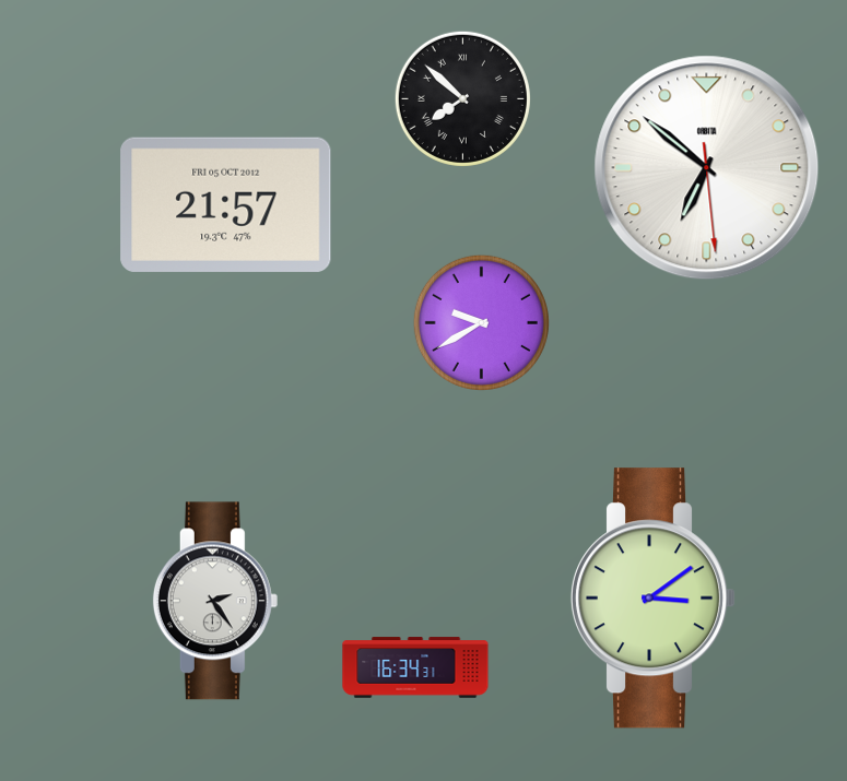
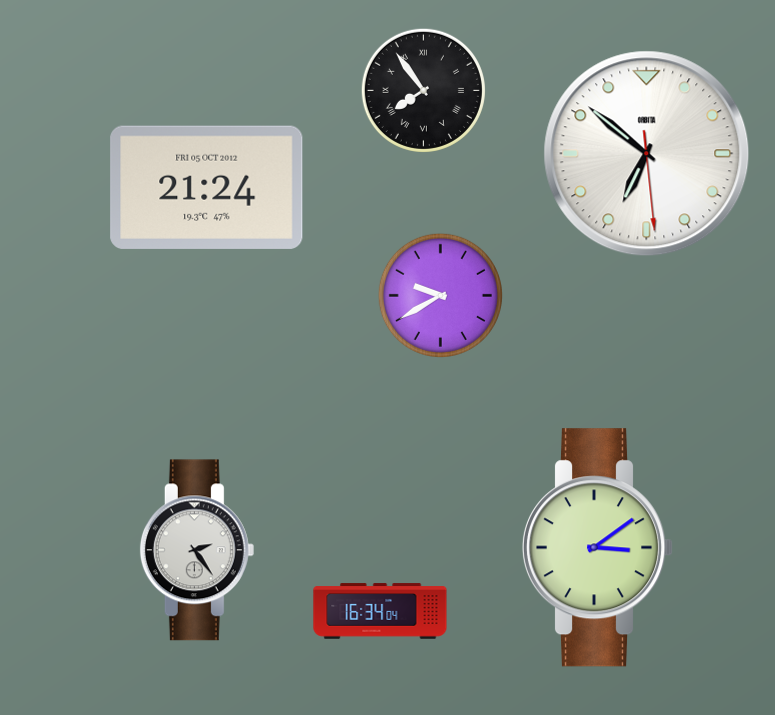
clock at (462, 98): 7:52 -> 7:54
clock at (226, 204): 21:57 -> 21:24
clock at (415, 667): 16:34:31 -> 16:34:04
